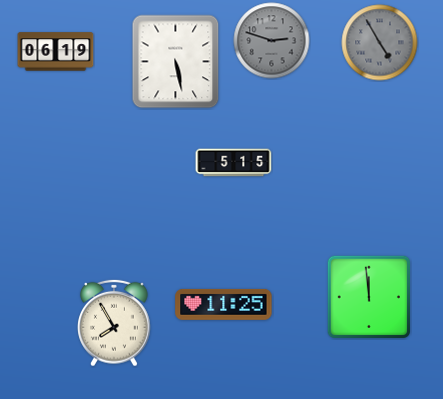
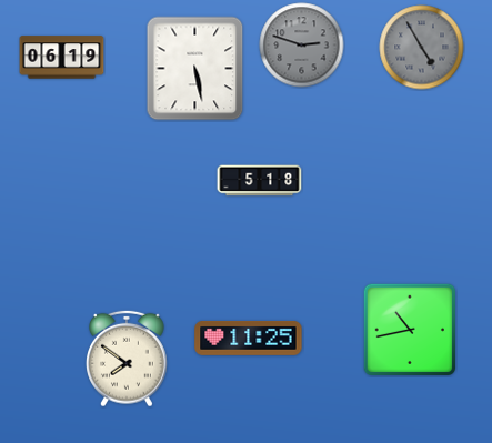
clock at (234, 163): 5:15 -> 5:18
clock at (368, 296): 11:59 -> 10:43
clock at (115, 323): 7:55 -> 7:51
